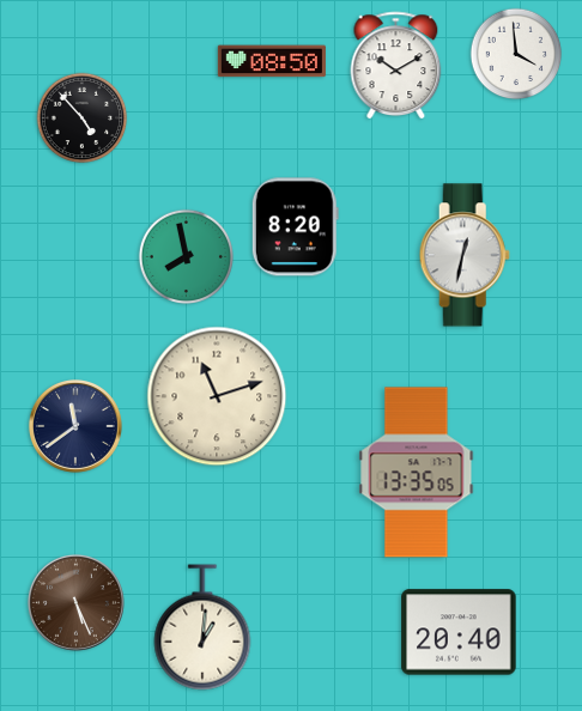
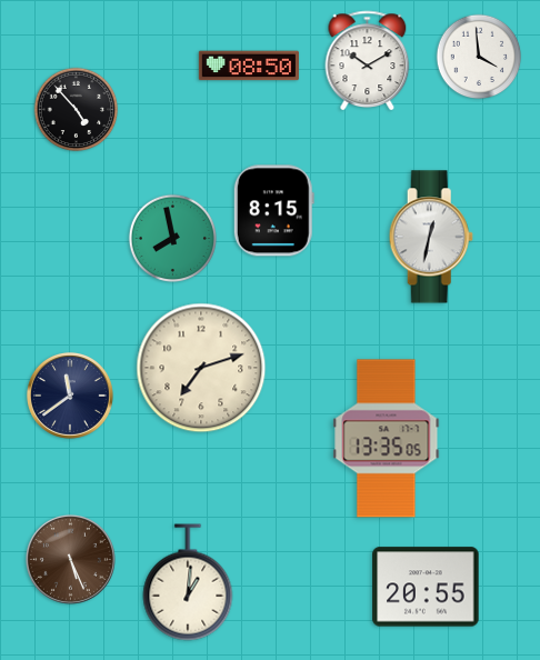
clock at (516, 54) position: (516, 54) -> (479, 57)
clock at (272, 61) position: (272, 61) -> (249, 66)
clock at (295, 227): 8:20 -> 8:15
clock at (217, 396): 11:12 -> 7:12
clock at (459, 632): 20:40 -> 20:55
